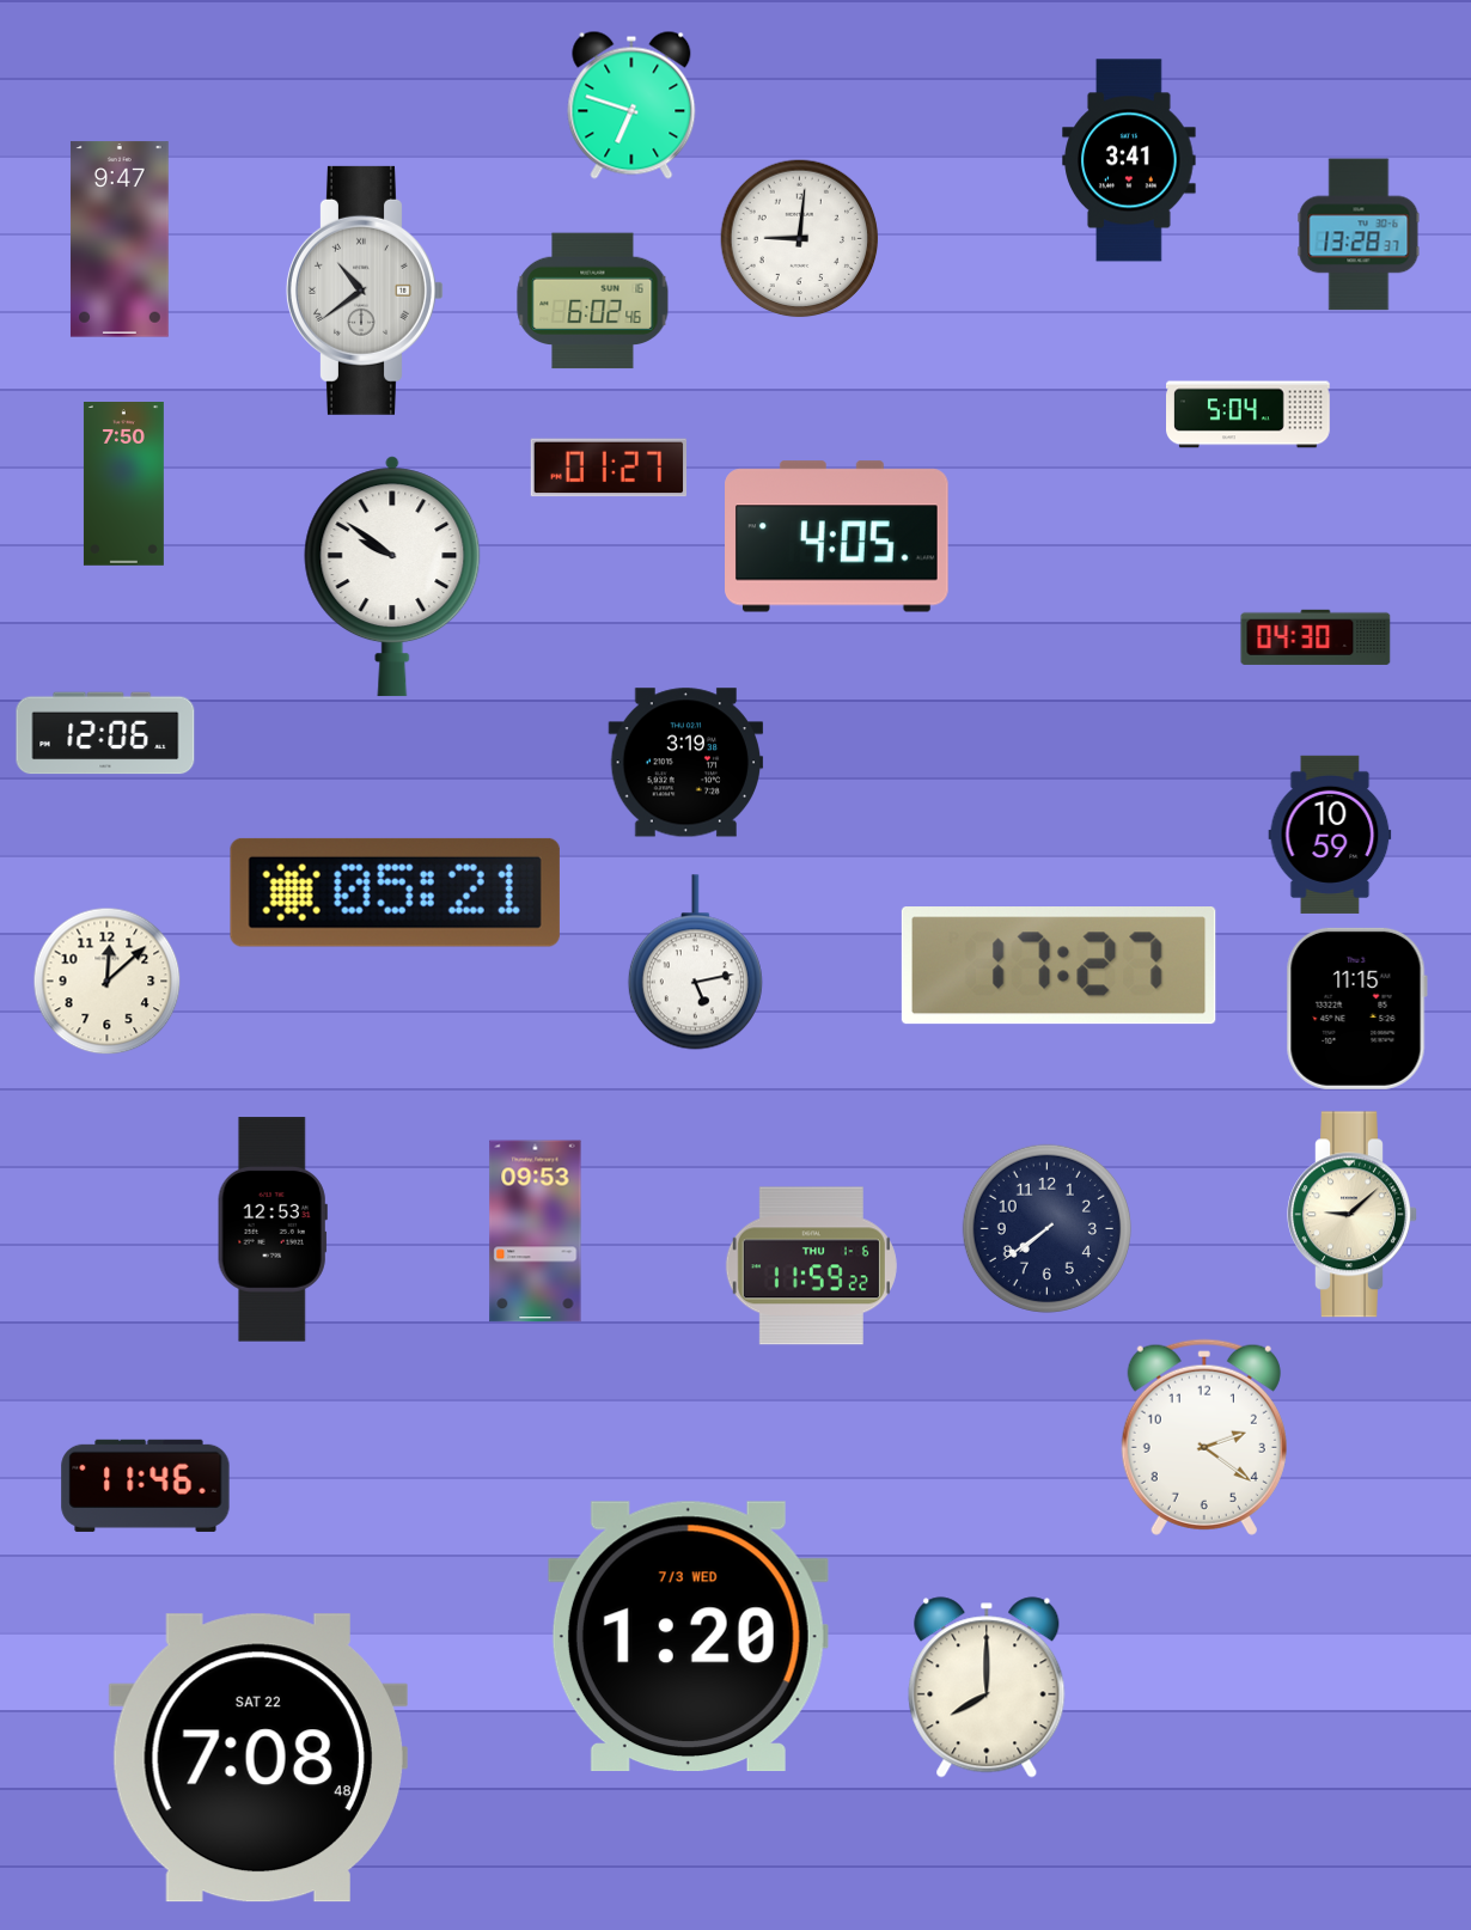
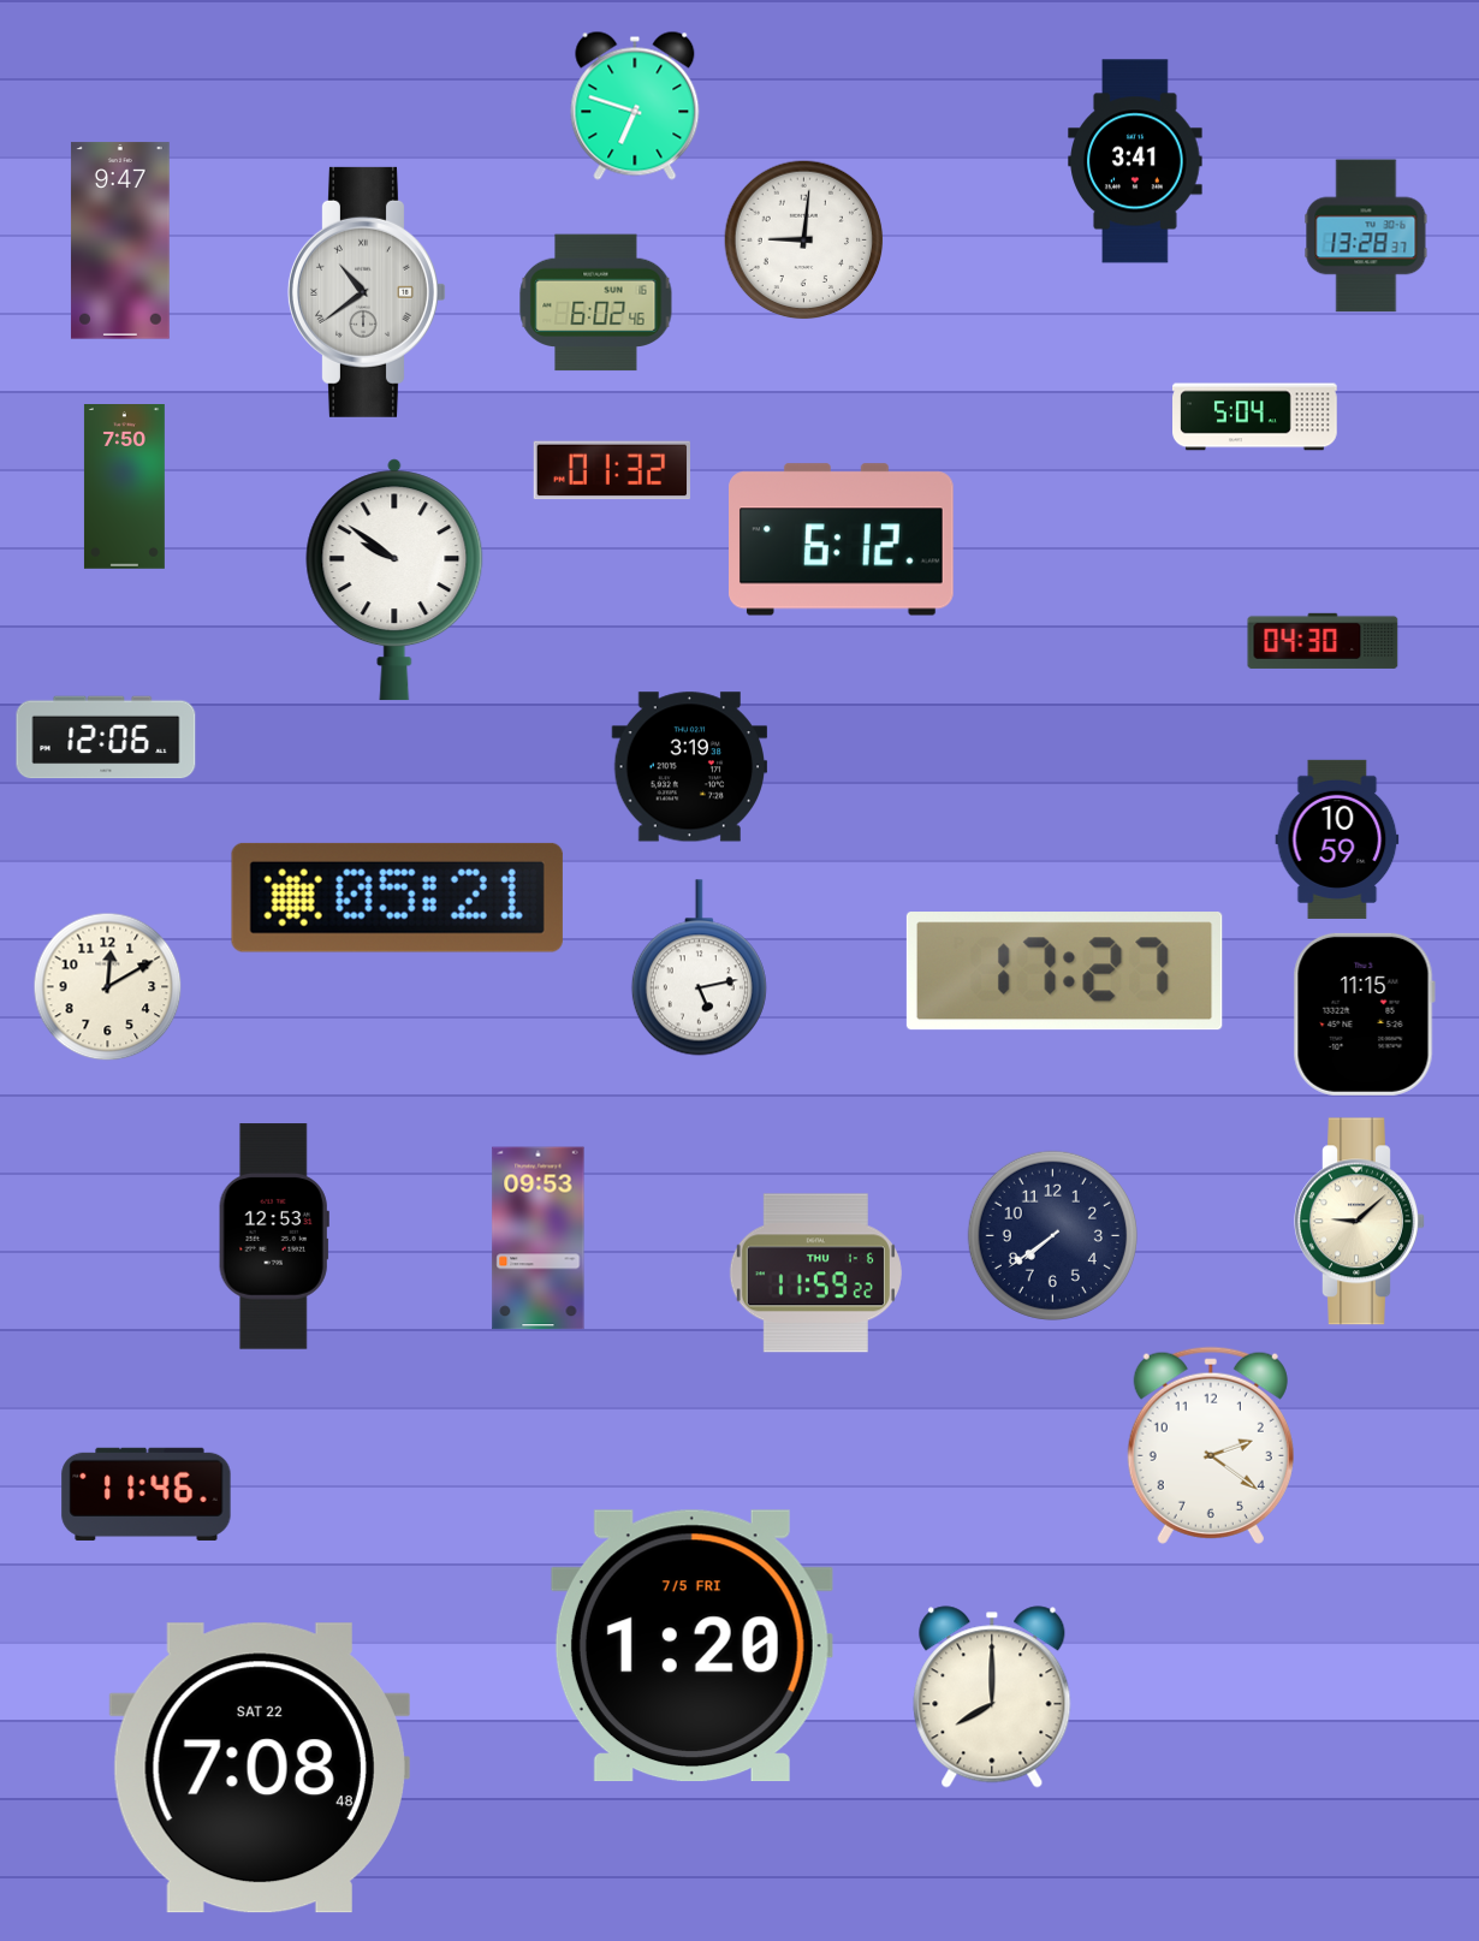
clock at (608, 468): 01:27 -> 01:32
clock at (837, 537): 4:05 -> 6:12
clock at (108, 982): 12:08 -> 12:10
clock at (688, 1637) date: 7/3 WED -> 7/5 FRI
